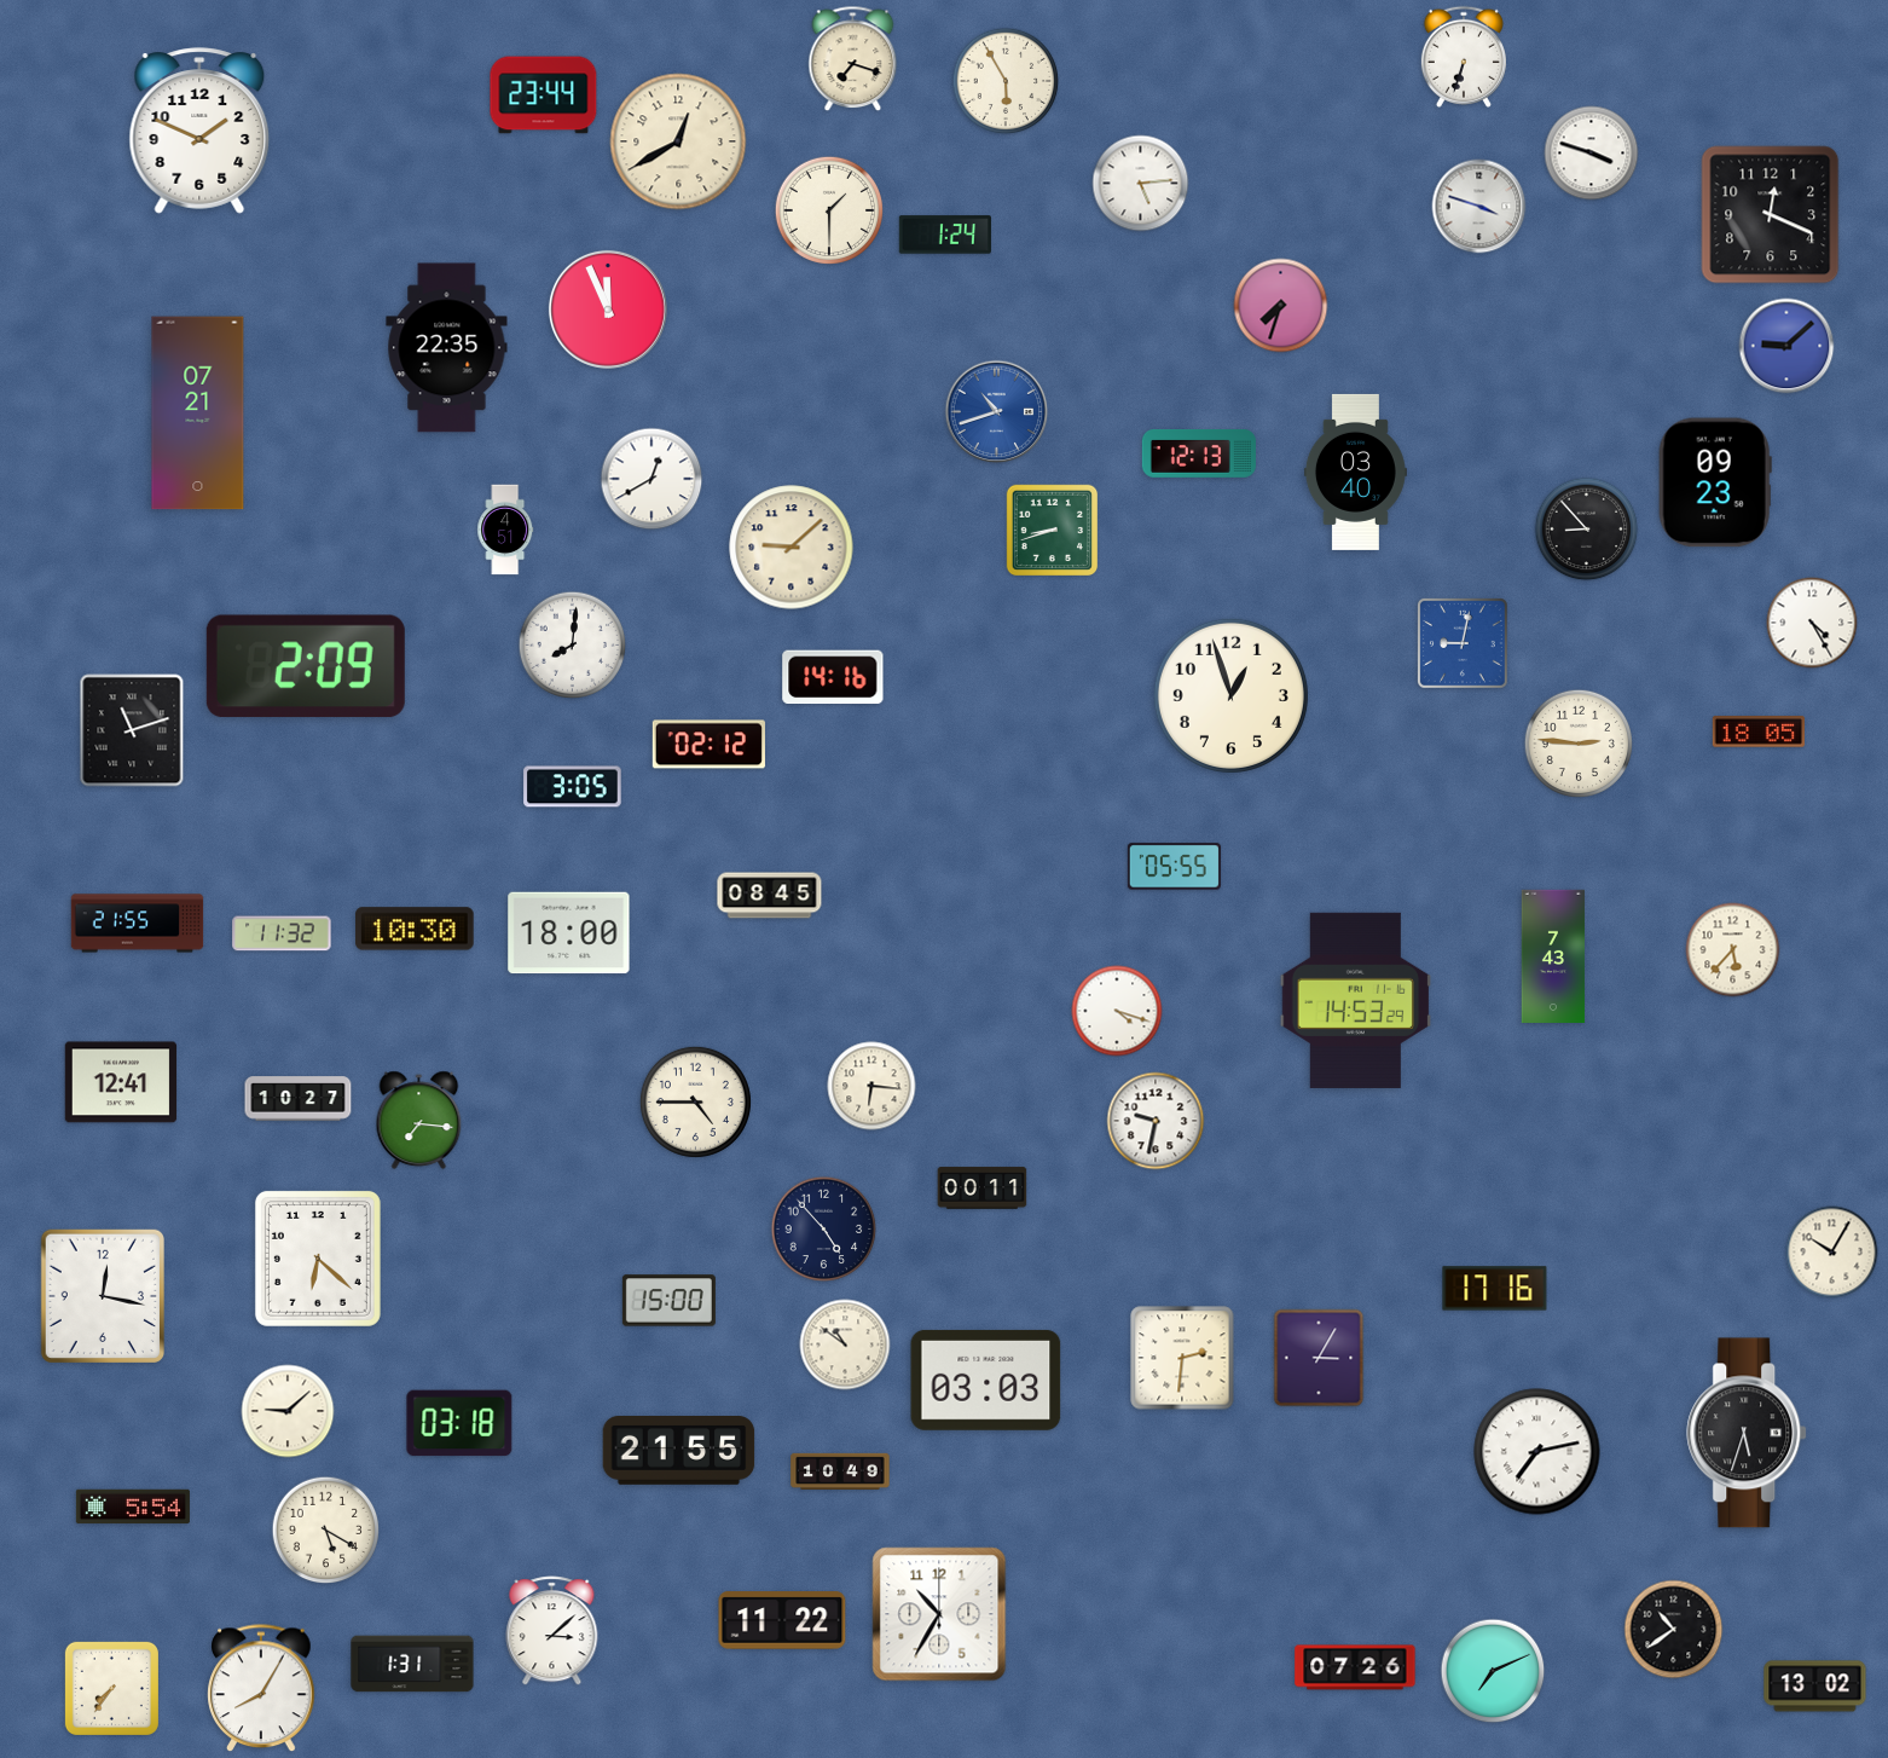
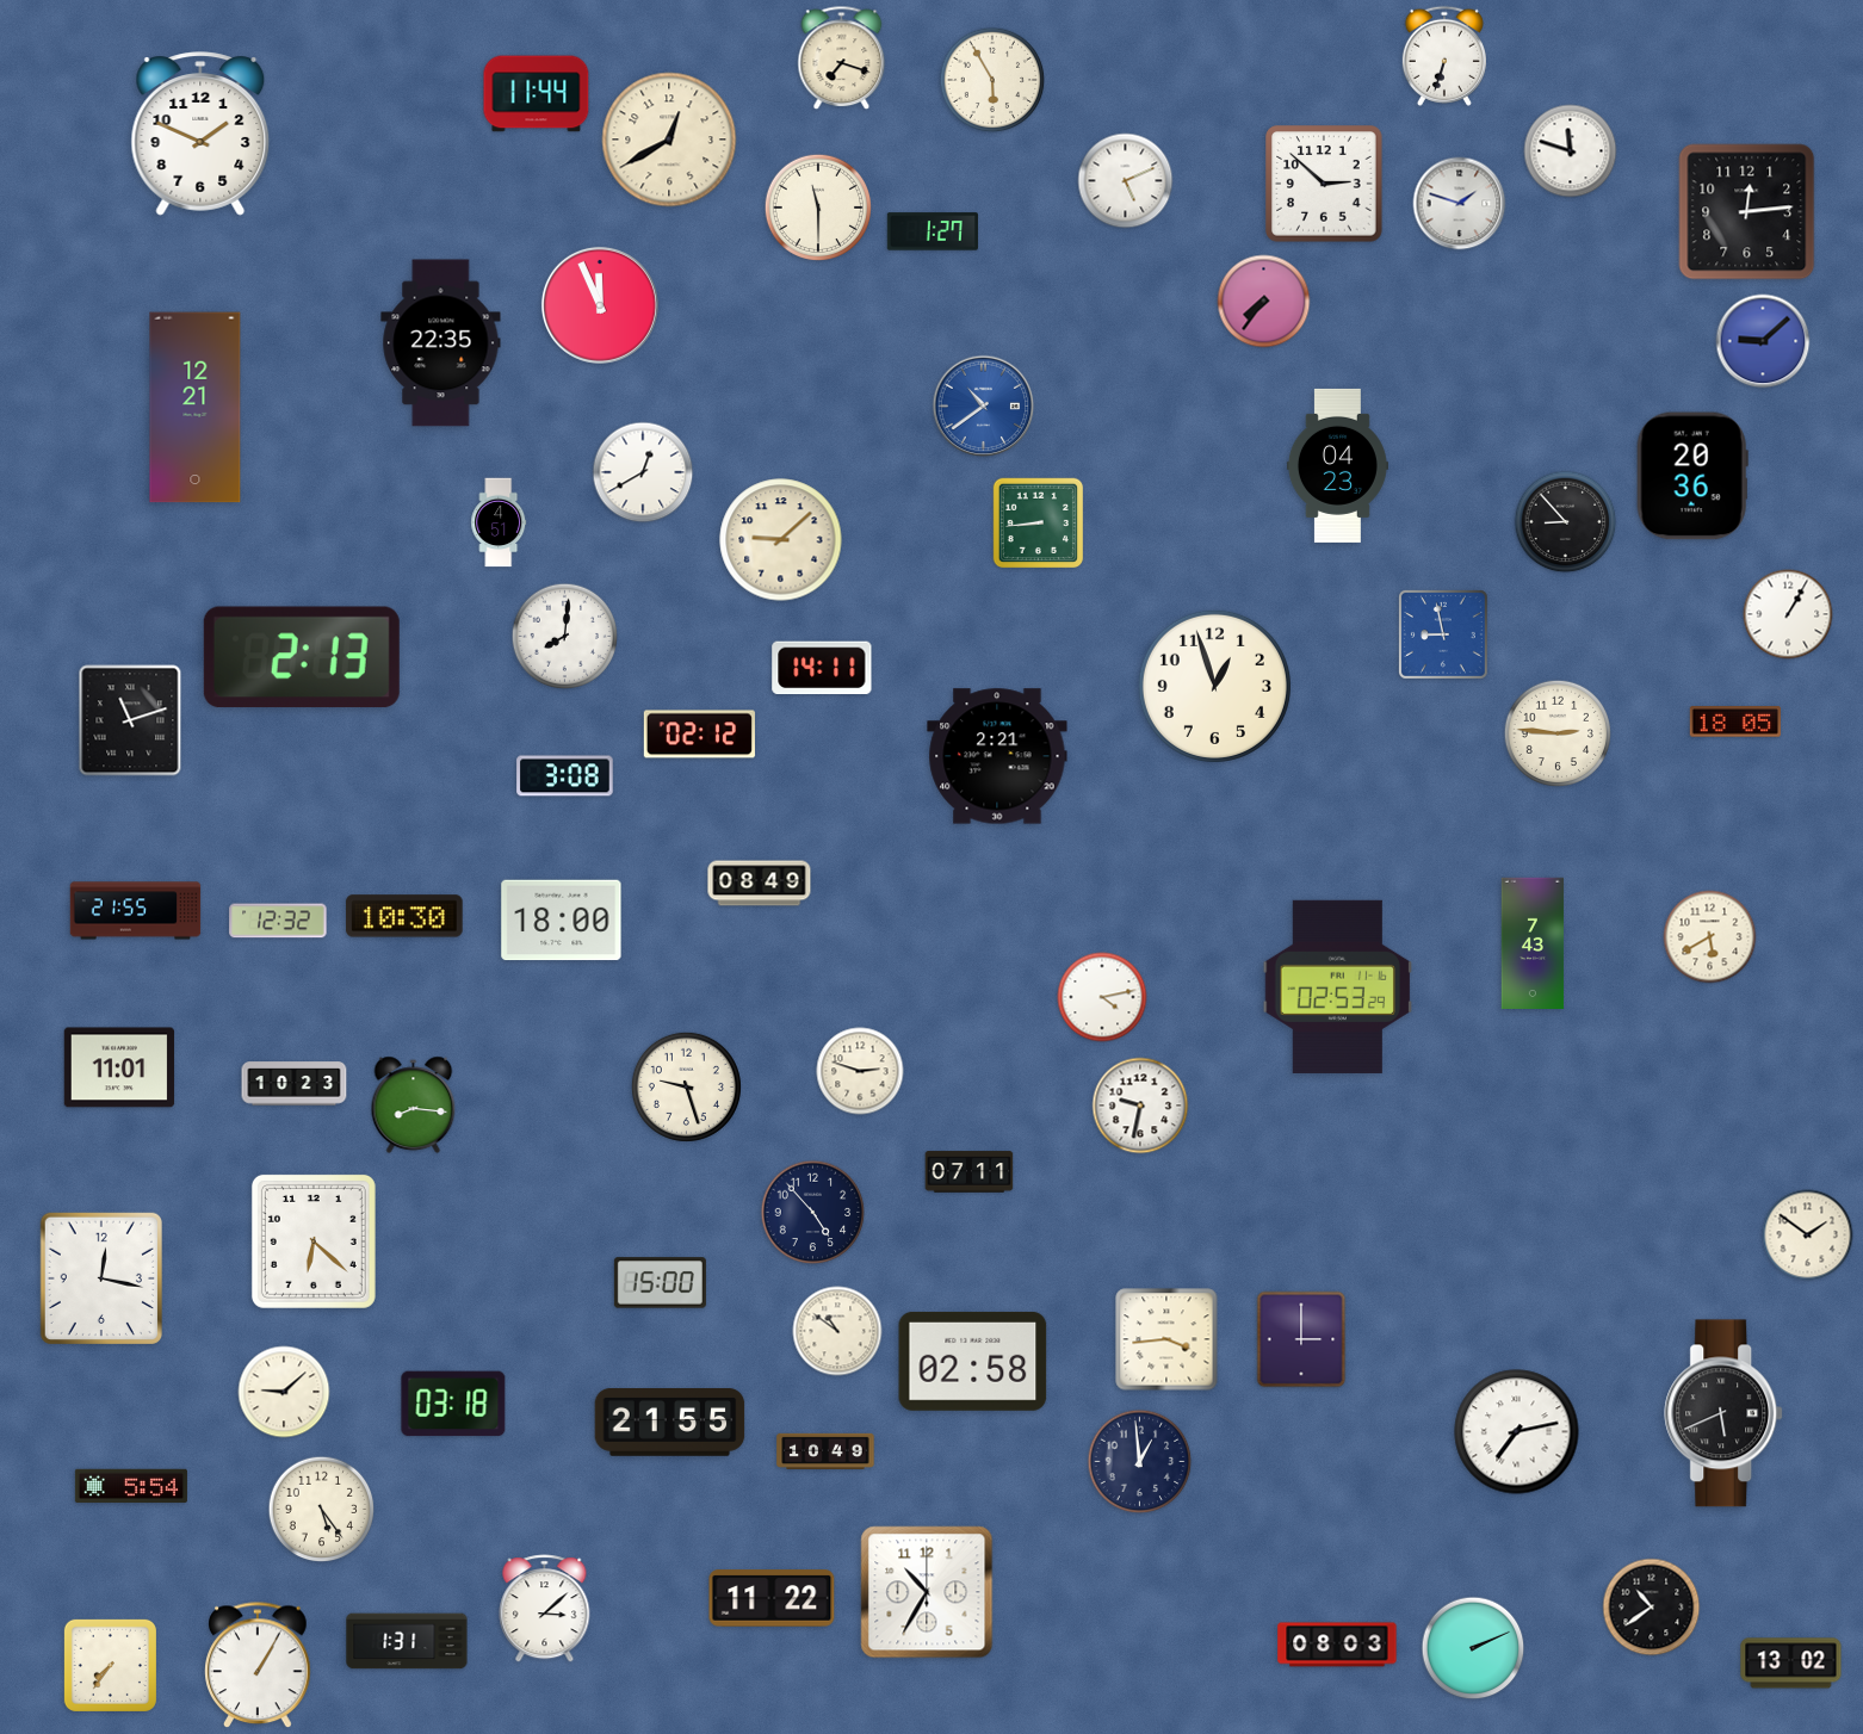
clock at (544, 96): 23:44 -> 11:44
clock at (199, 131) position: (199, 131) -> (200, 134)
clock at (1592, 154): 3:48 -> 11:48
clock at (1141, 184): 5:14 -> 5:11
clock at (1324, 184): none -> 2:52
clock at (1479, 207): 3:48 -> 1:48
clock at (829, 210): 1:30 -> 11:30
clock at (1771, 215): 12:19 -> 12:14
clock at (945, 235): 1:24 -> 1:27
clock at (1281, 306): 7:33 -> 7:36
clock at (997, 412): 10:42 -> 10:39
clock at (198, 414): 07:21 -> 12:21
clock at (1199, 455): 12:13 -> none
clock at (1355, 472): 03:40 -> 04:23
clock at (1715, 482): 09:23 -> 20:36
clock at (1053, 531): 8:42 -> 8:44
clock at (1812, 623): 4:25 -> 1:05
clock at (1463, 643): 9:02 -> 8:58
clock at (306, 666): 2:09 -> 2:13
clock at (833, 677): 14:16 -> 14:11
clock at (997, 756): none -> 2:21
clock at (573, 787): 3:05 -> 3:08
clock at (1174, 867): 05:55 -> none
clock at (770, 896): 08:45 -> 08:49
clock at (415, 929) position: (415, 929) -> (404, 916)
clock at (282, 933): 11:32 -> 12:32
clock at (1733, 950): 5:37 -> 5:40
clock at (1356, 1000): 14:53 -> 02:53
clock at (1117, 1011): 4:18 -> 4:13
clock at (121, 1082): 12:41 -> 11:01
clock at (871, 1086): 6:16 -> 2:48
clock at (299, 1099): 10:27 -> 10:23
clock at (695, 1101): 4:45 -> 9:27
clock at (419, 1121): 7:16 -> 8:16
clock at (983, 1189): 00:11 -> 07:11
clock at (1832, 1253): 10:05 -> 1:51
clock at (1495, 1289): 17:16 -> none
clock at (845, 1344) position: (845, 1344) -> (837, 1331)
clock at (1182, 1358): 2:31 -> 3:44
clock at (1319, 1358): 3:05 -> 3:00
clock at (986, 1380): 03:03 -> 02:58
clock at (1748, 1433): 5:33 -> 5:41
clock at (679, 1451) position: (679, 1451) -> (670, 1423)
clock at (840, 1471) position: (840, 1471) -> (825, 1451)
clock at (1140, 1462): none -> 12:59
clock at (326, 1531): 5:20 -> 5:24
clock at (1355, 1667): 07:26 -> 08:03
clock at (1493, 1671): 7:11 -> 2:11
clock at (261, 1689): 8:05 -> 1:05
